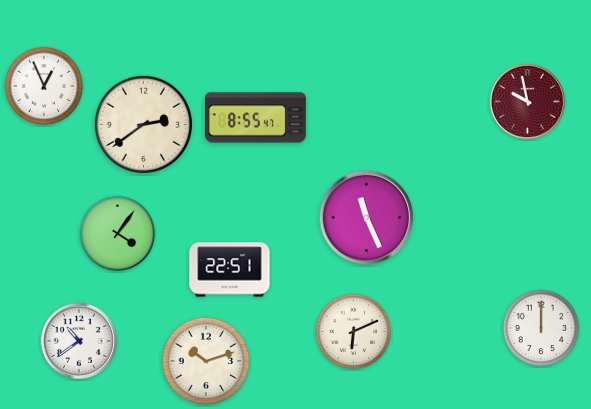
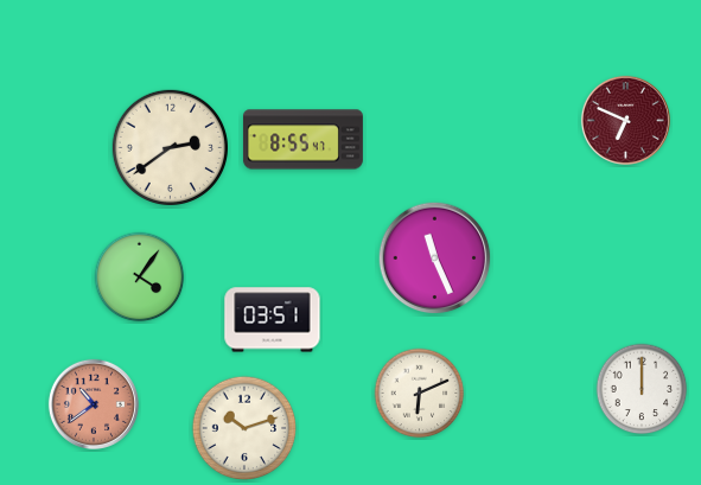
clock at (44, 86): 12:56 -> none
clock at (527, 101): 9:58 -> 6:49
clock at (230, 270): 22:51 -> 03:51
clock at (79, 341) dial: white -> salmon
